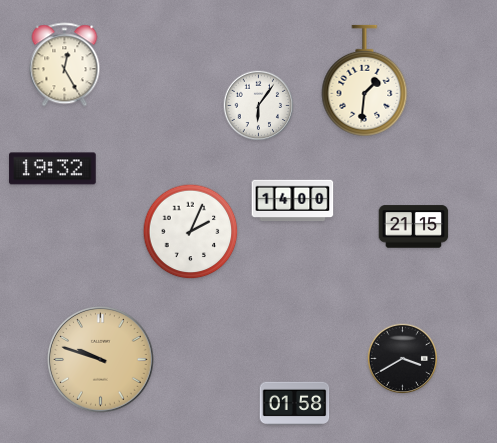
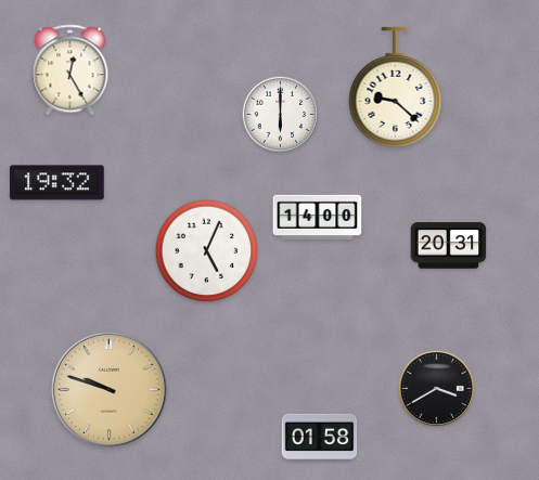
clock at (365, 81): 1:31 -> 9:22
clock at (259, 106): 6:06 -> 6:00
clock at (414, 227): 21:15 -> 20:31
clock at (191, 232): 2:04 -> 5:04
